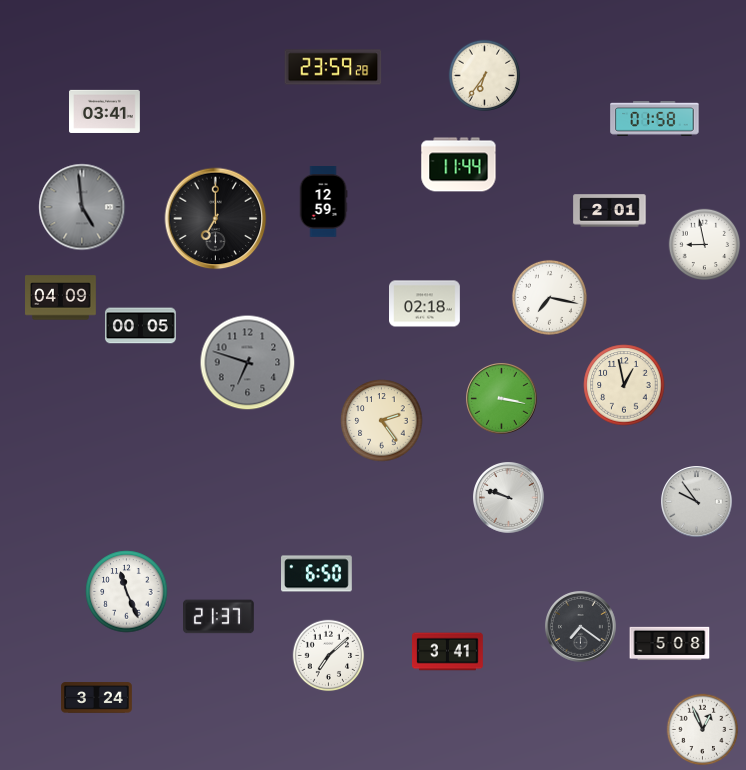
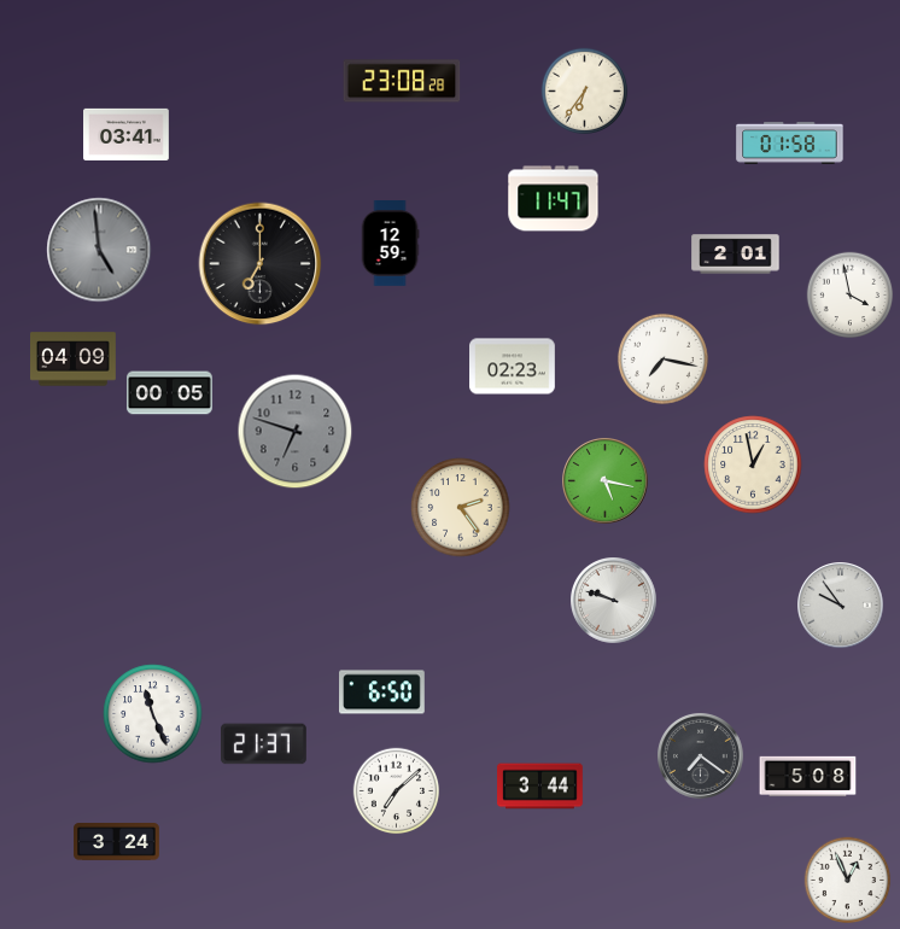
clock at (333, 67): 23:59 -> 23:08
clock at (459, 165): 11:44 -> 11:47
clock at (705, 245): 8:58 -> 3:58
clock at (425, 304): 02:18 -> 02:23
clock at (248, 363) position: (248, 363) -> (296, 432)
clock at (502, 399): 3:17 -> 5:17
clock at (448, 652): 3:41 -> 3:44
